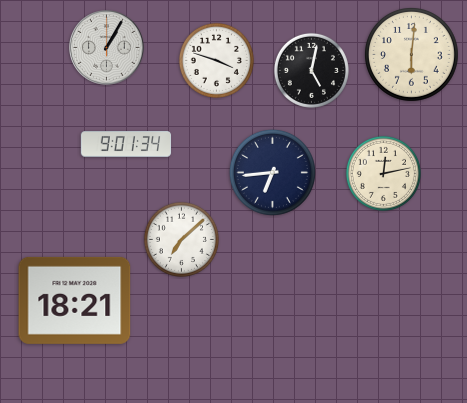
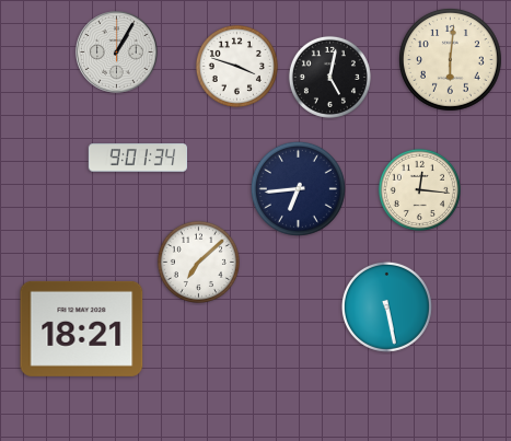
clock at (311, 70) position: (311, 70) -> (329, 77)
clock at (383, 173): 12:13 -> 12:16
clock at (386, 306): none -> 5:28
